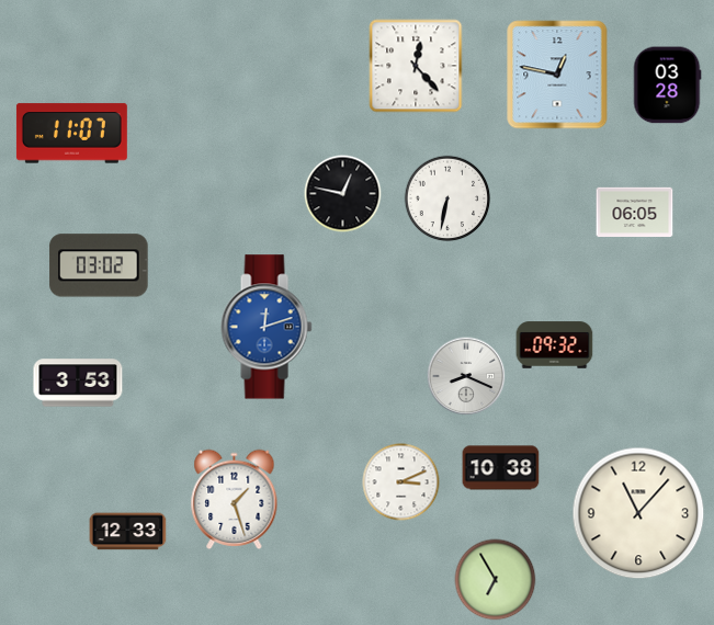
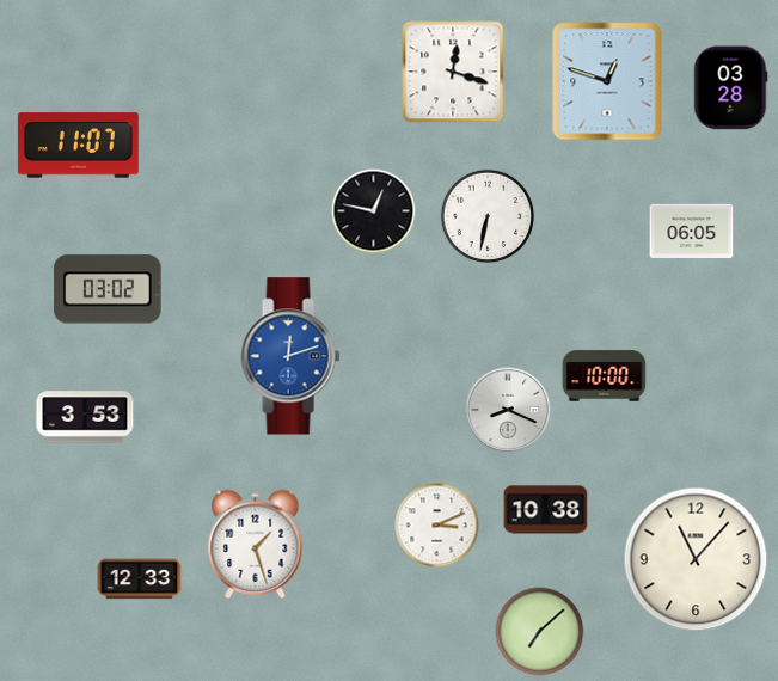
clock at (416, 66): 12:23 -> 12:18
clock at (557, 75): 12:47 -> 12:48
clock at (667, 86) position: (667, 86) -> (730, 88)
clock at (555, 345): 09:32 -> 10:00
clock at (496, 580): 6:55 -> 7:08
